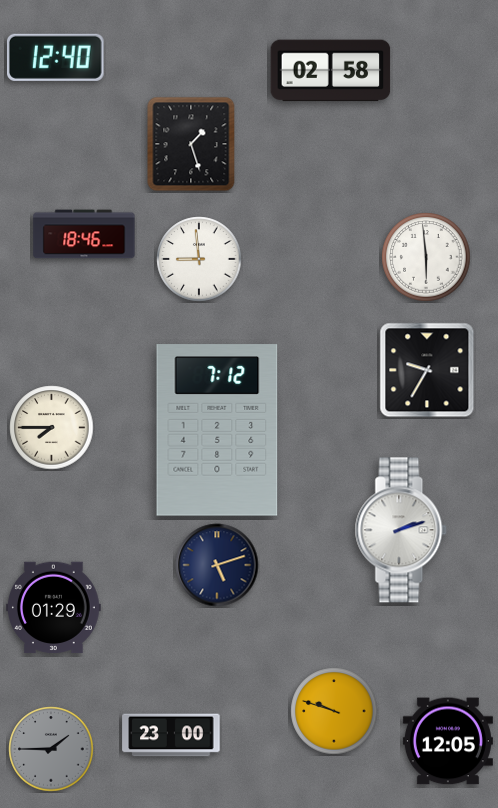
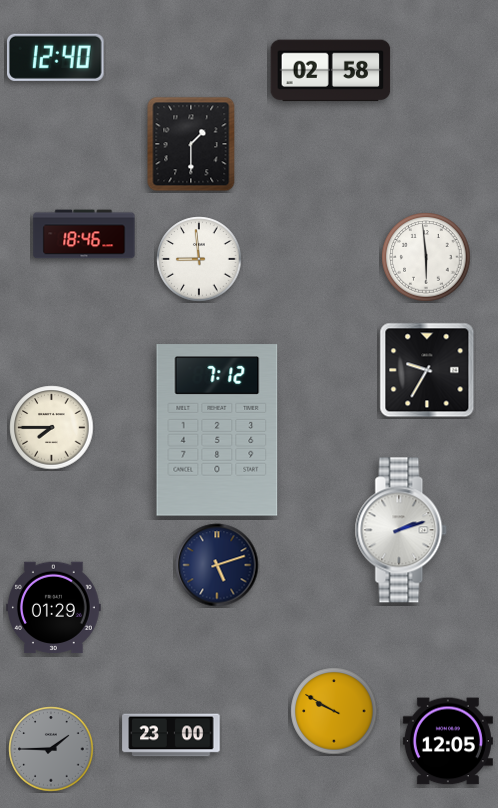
clock at (191, 144): 1:27 -> 1:30
clock at (334, 711): 9:48 -> 9:50
